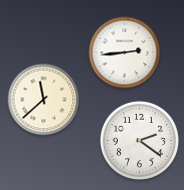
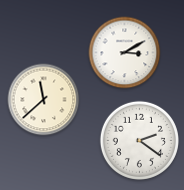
clock at (125, 53): 2:44 -> 3:10
